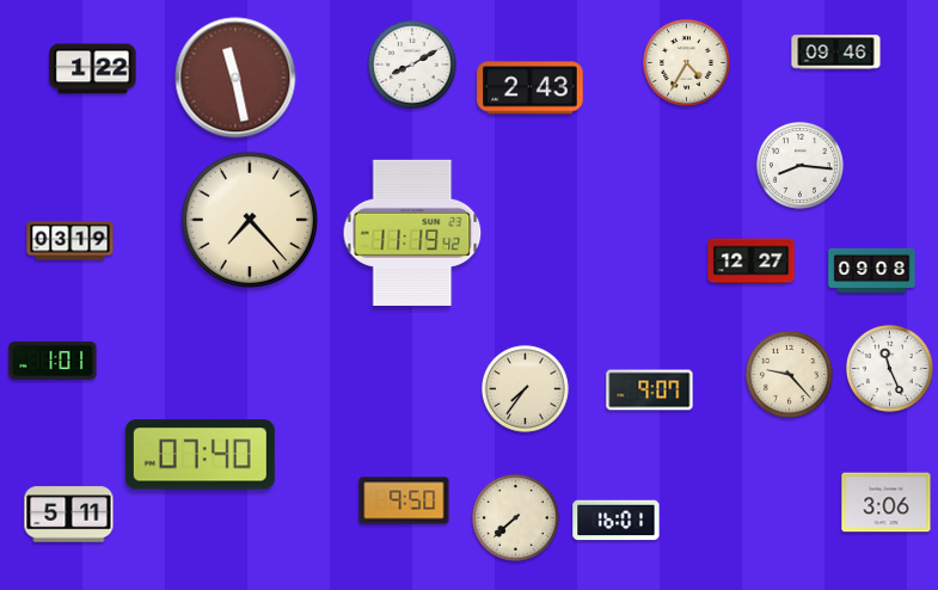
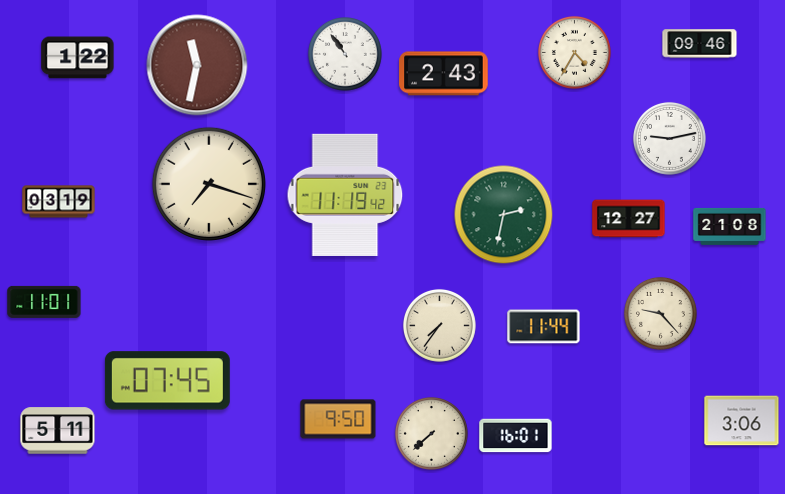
clock at (413, 66): 8:10 -> 10:54
clock at (235, 78): 11:28 -> 11:32
clock at (799, 165): 8:16 -> 9:13
clock at (250, 220): 7:23 -> 7:18
clock at (504, 215): none -> 2:32
clock at (872, 270): 09:08 -> 21:08
clock at (53, 361): 1:01 -> 11:01
clock at (889, 368): 11:26 -> none
clock at (650, 391): 9:07 -> 11:44
clock at (200, 455): 07:40 -> 07:45
